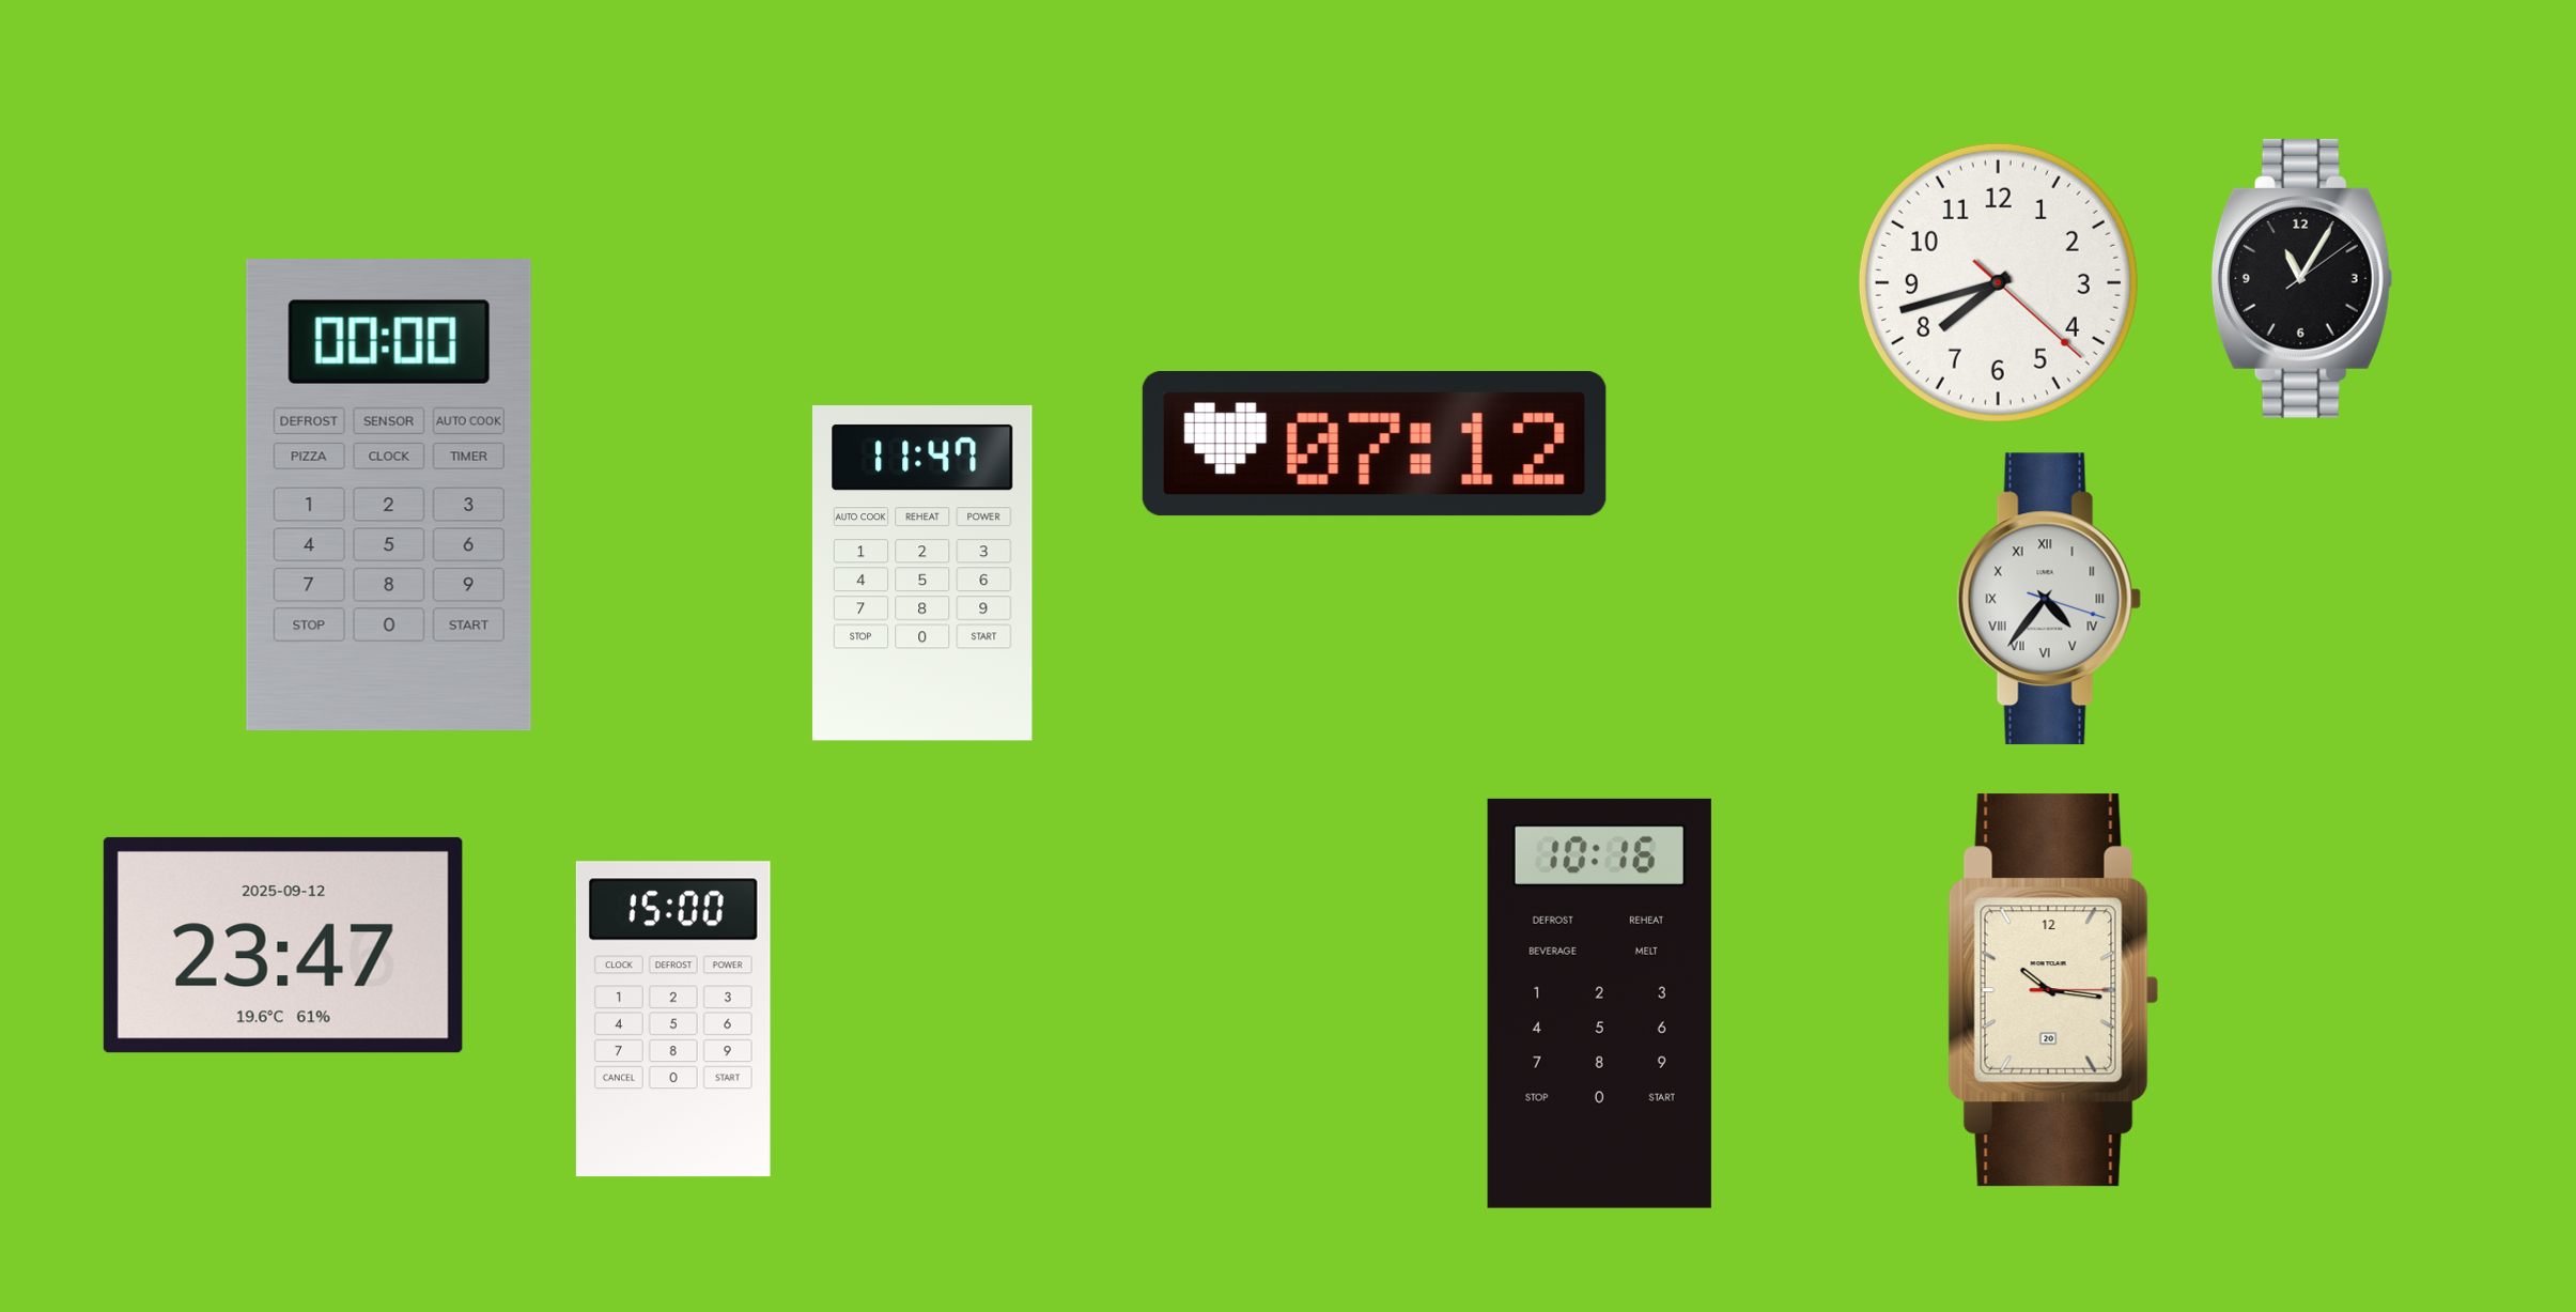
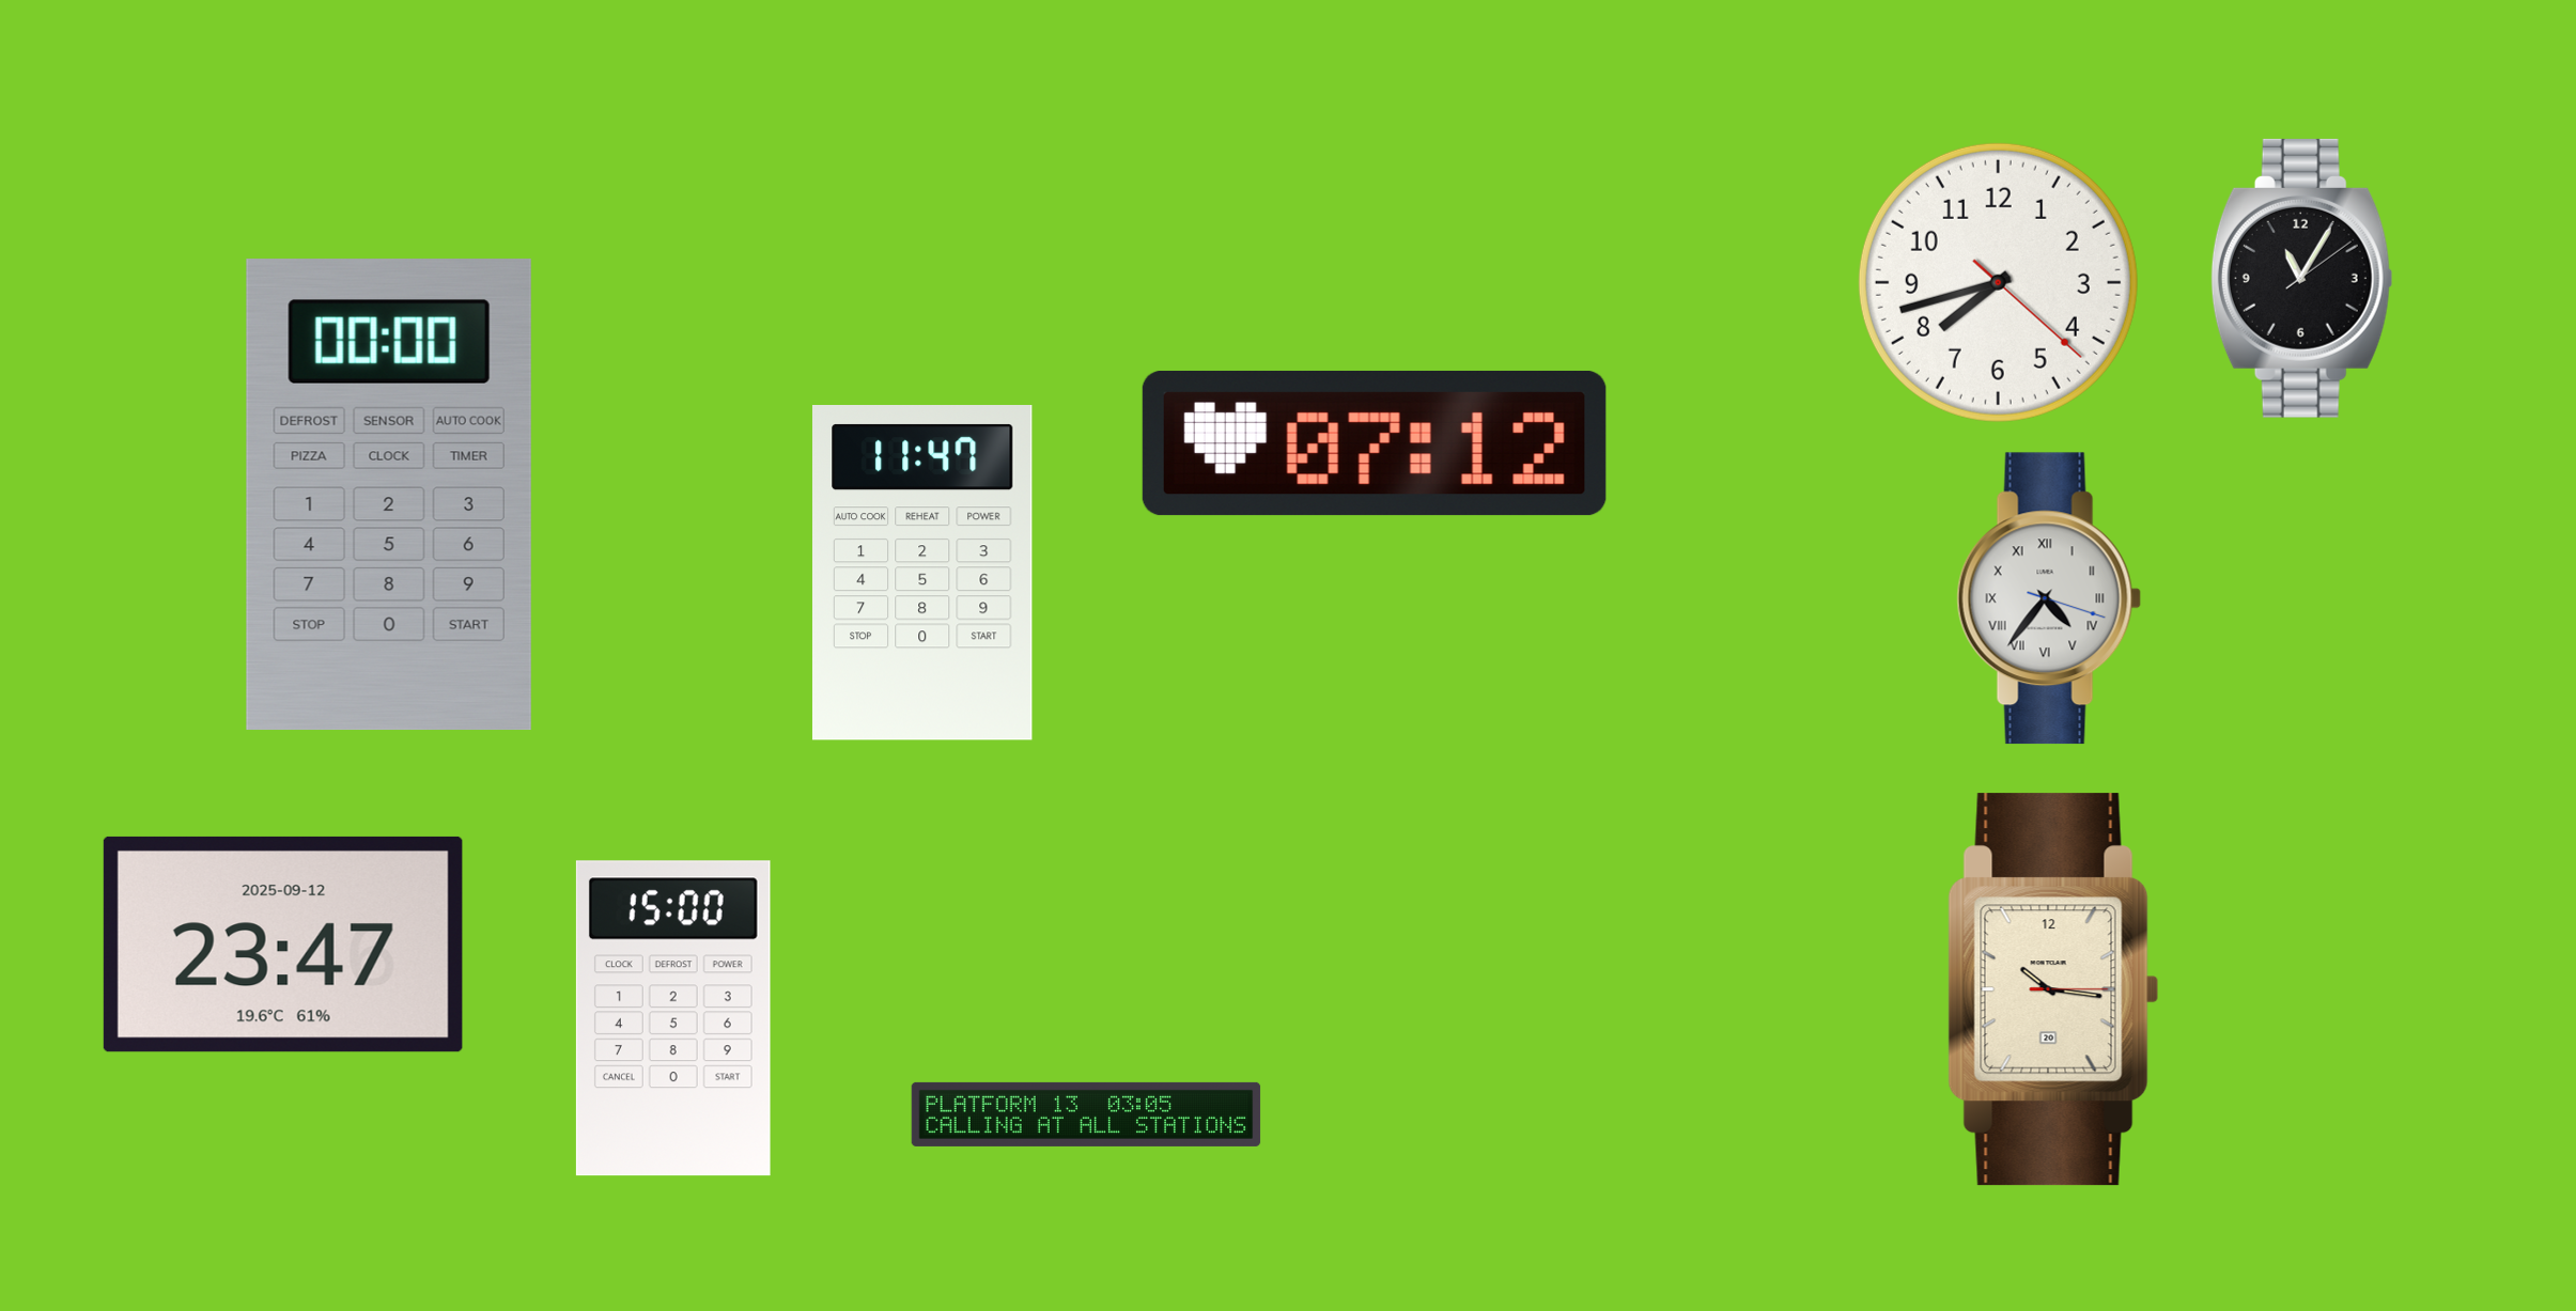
clock at (1599, 1003): 10:16 -> none
clock at (1086, 1114): none -> 03:05
